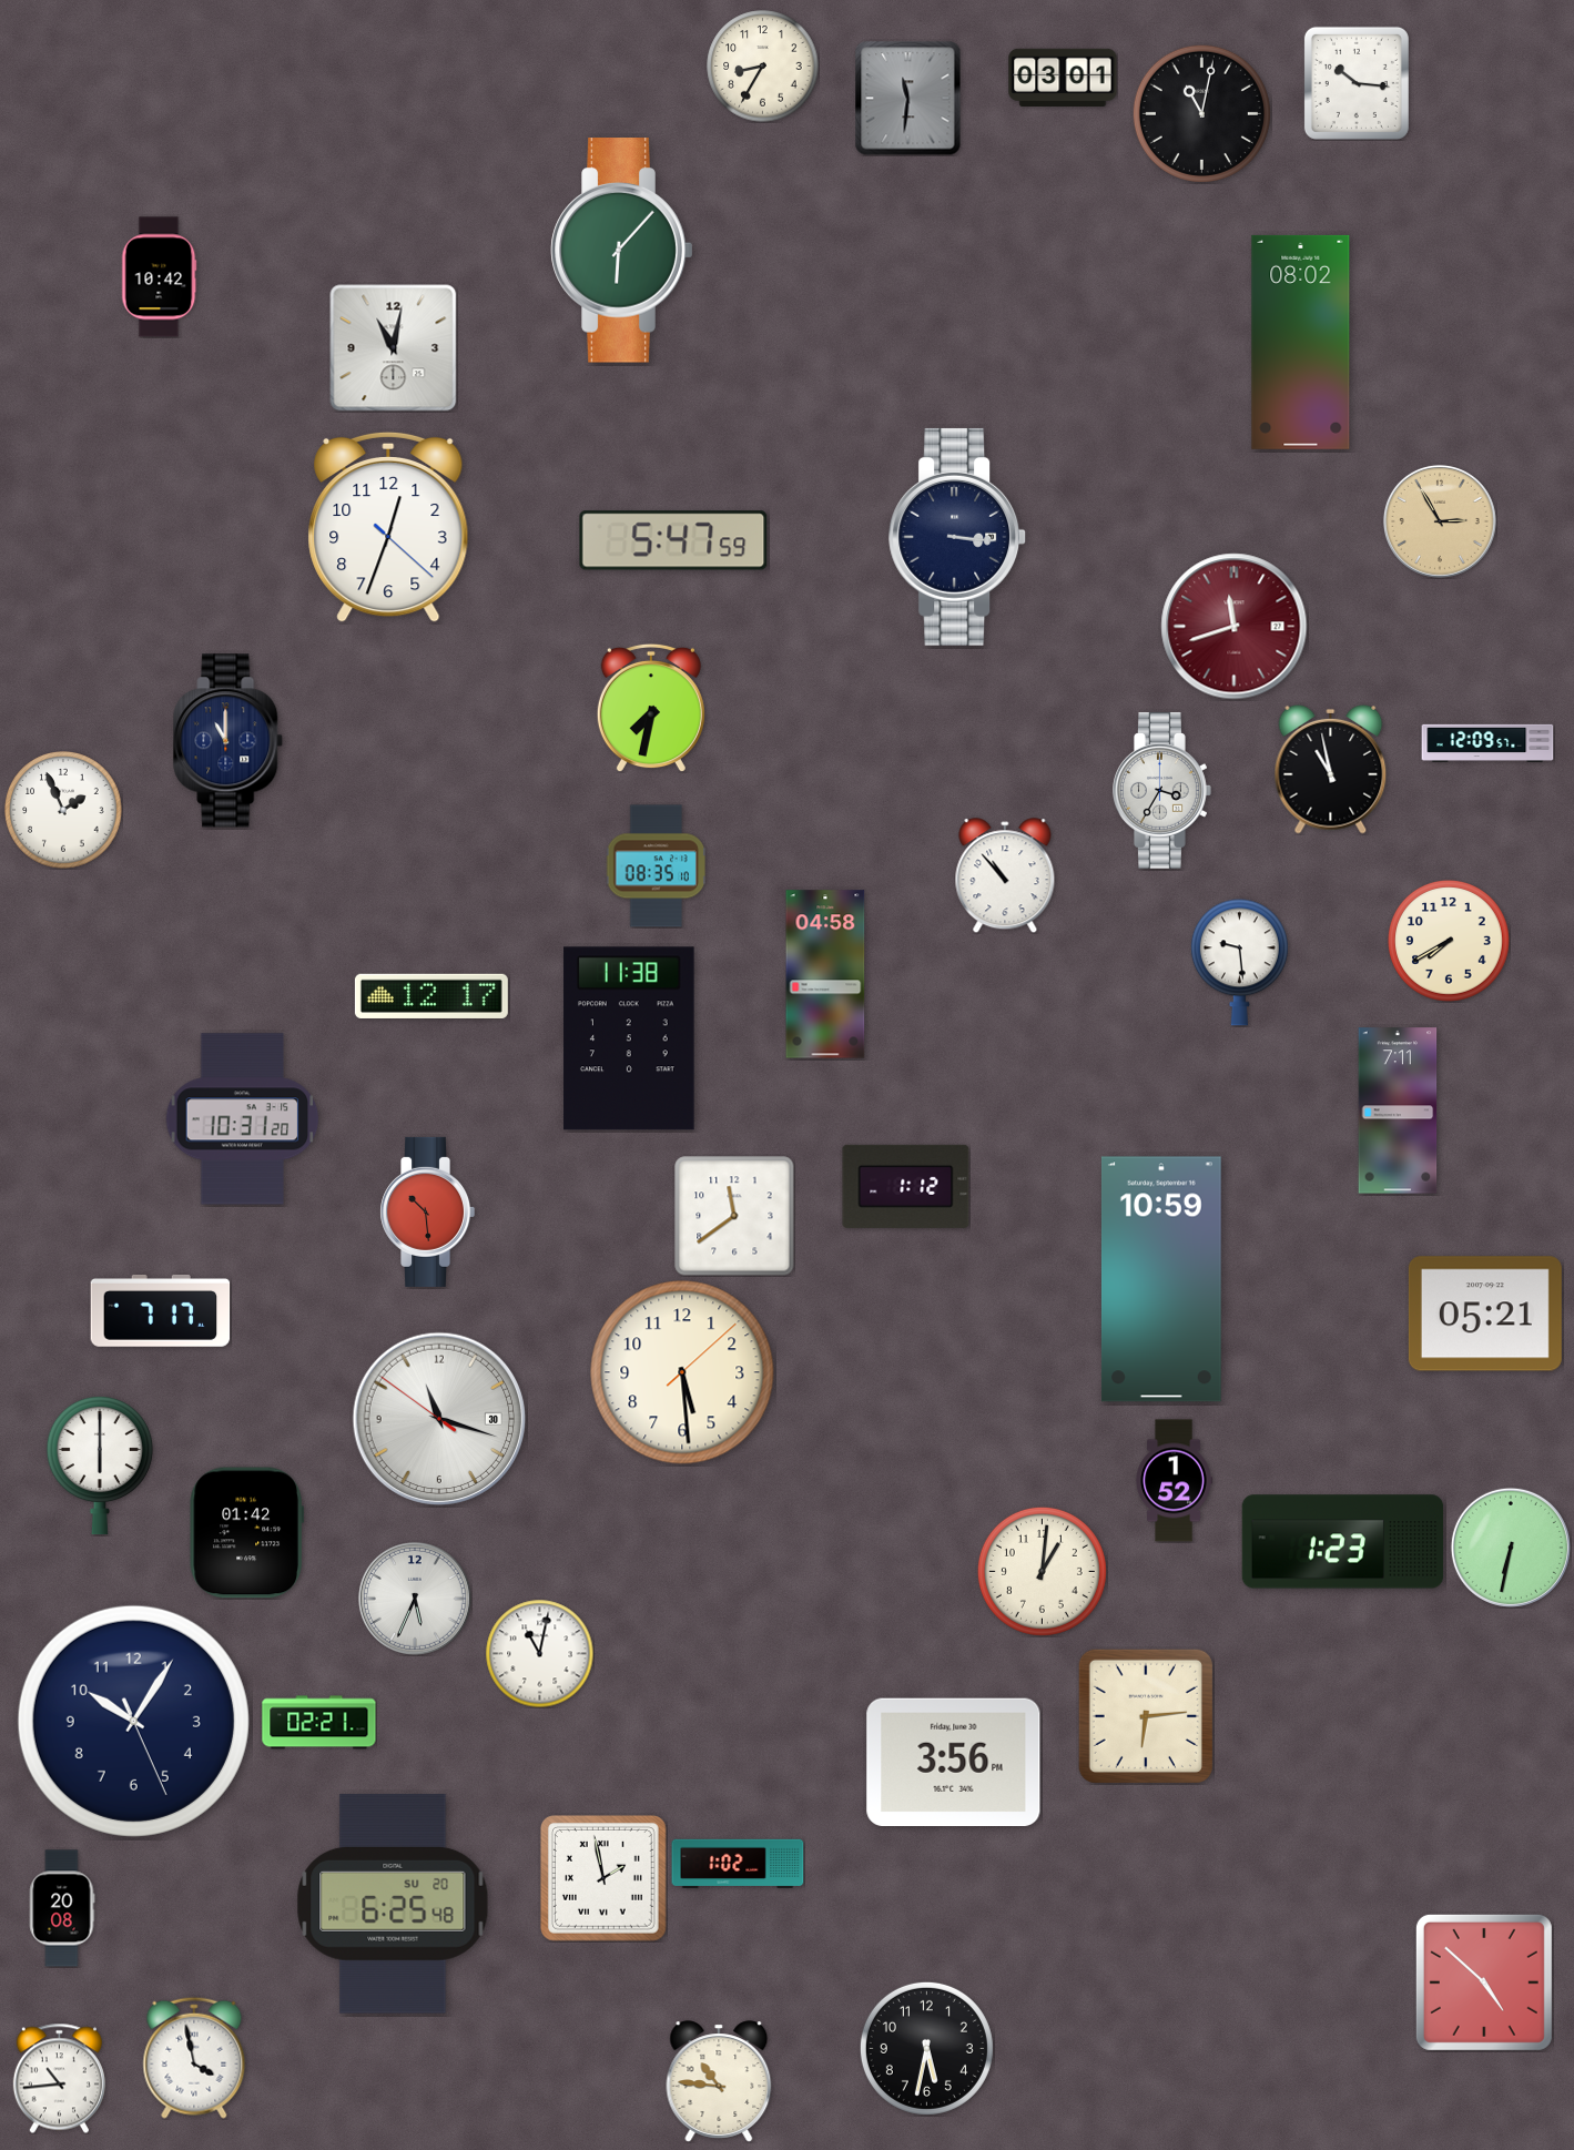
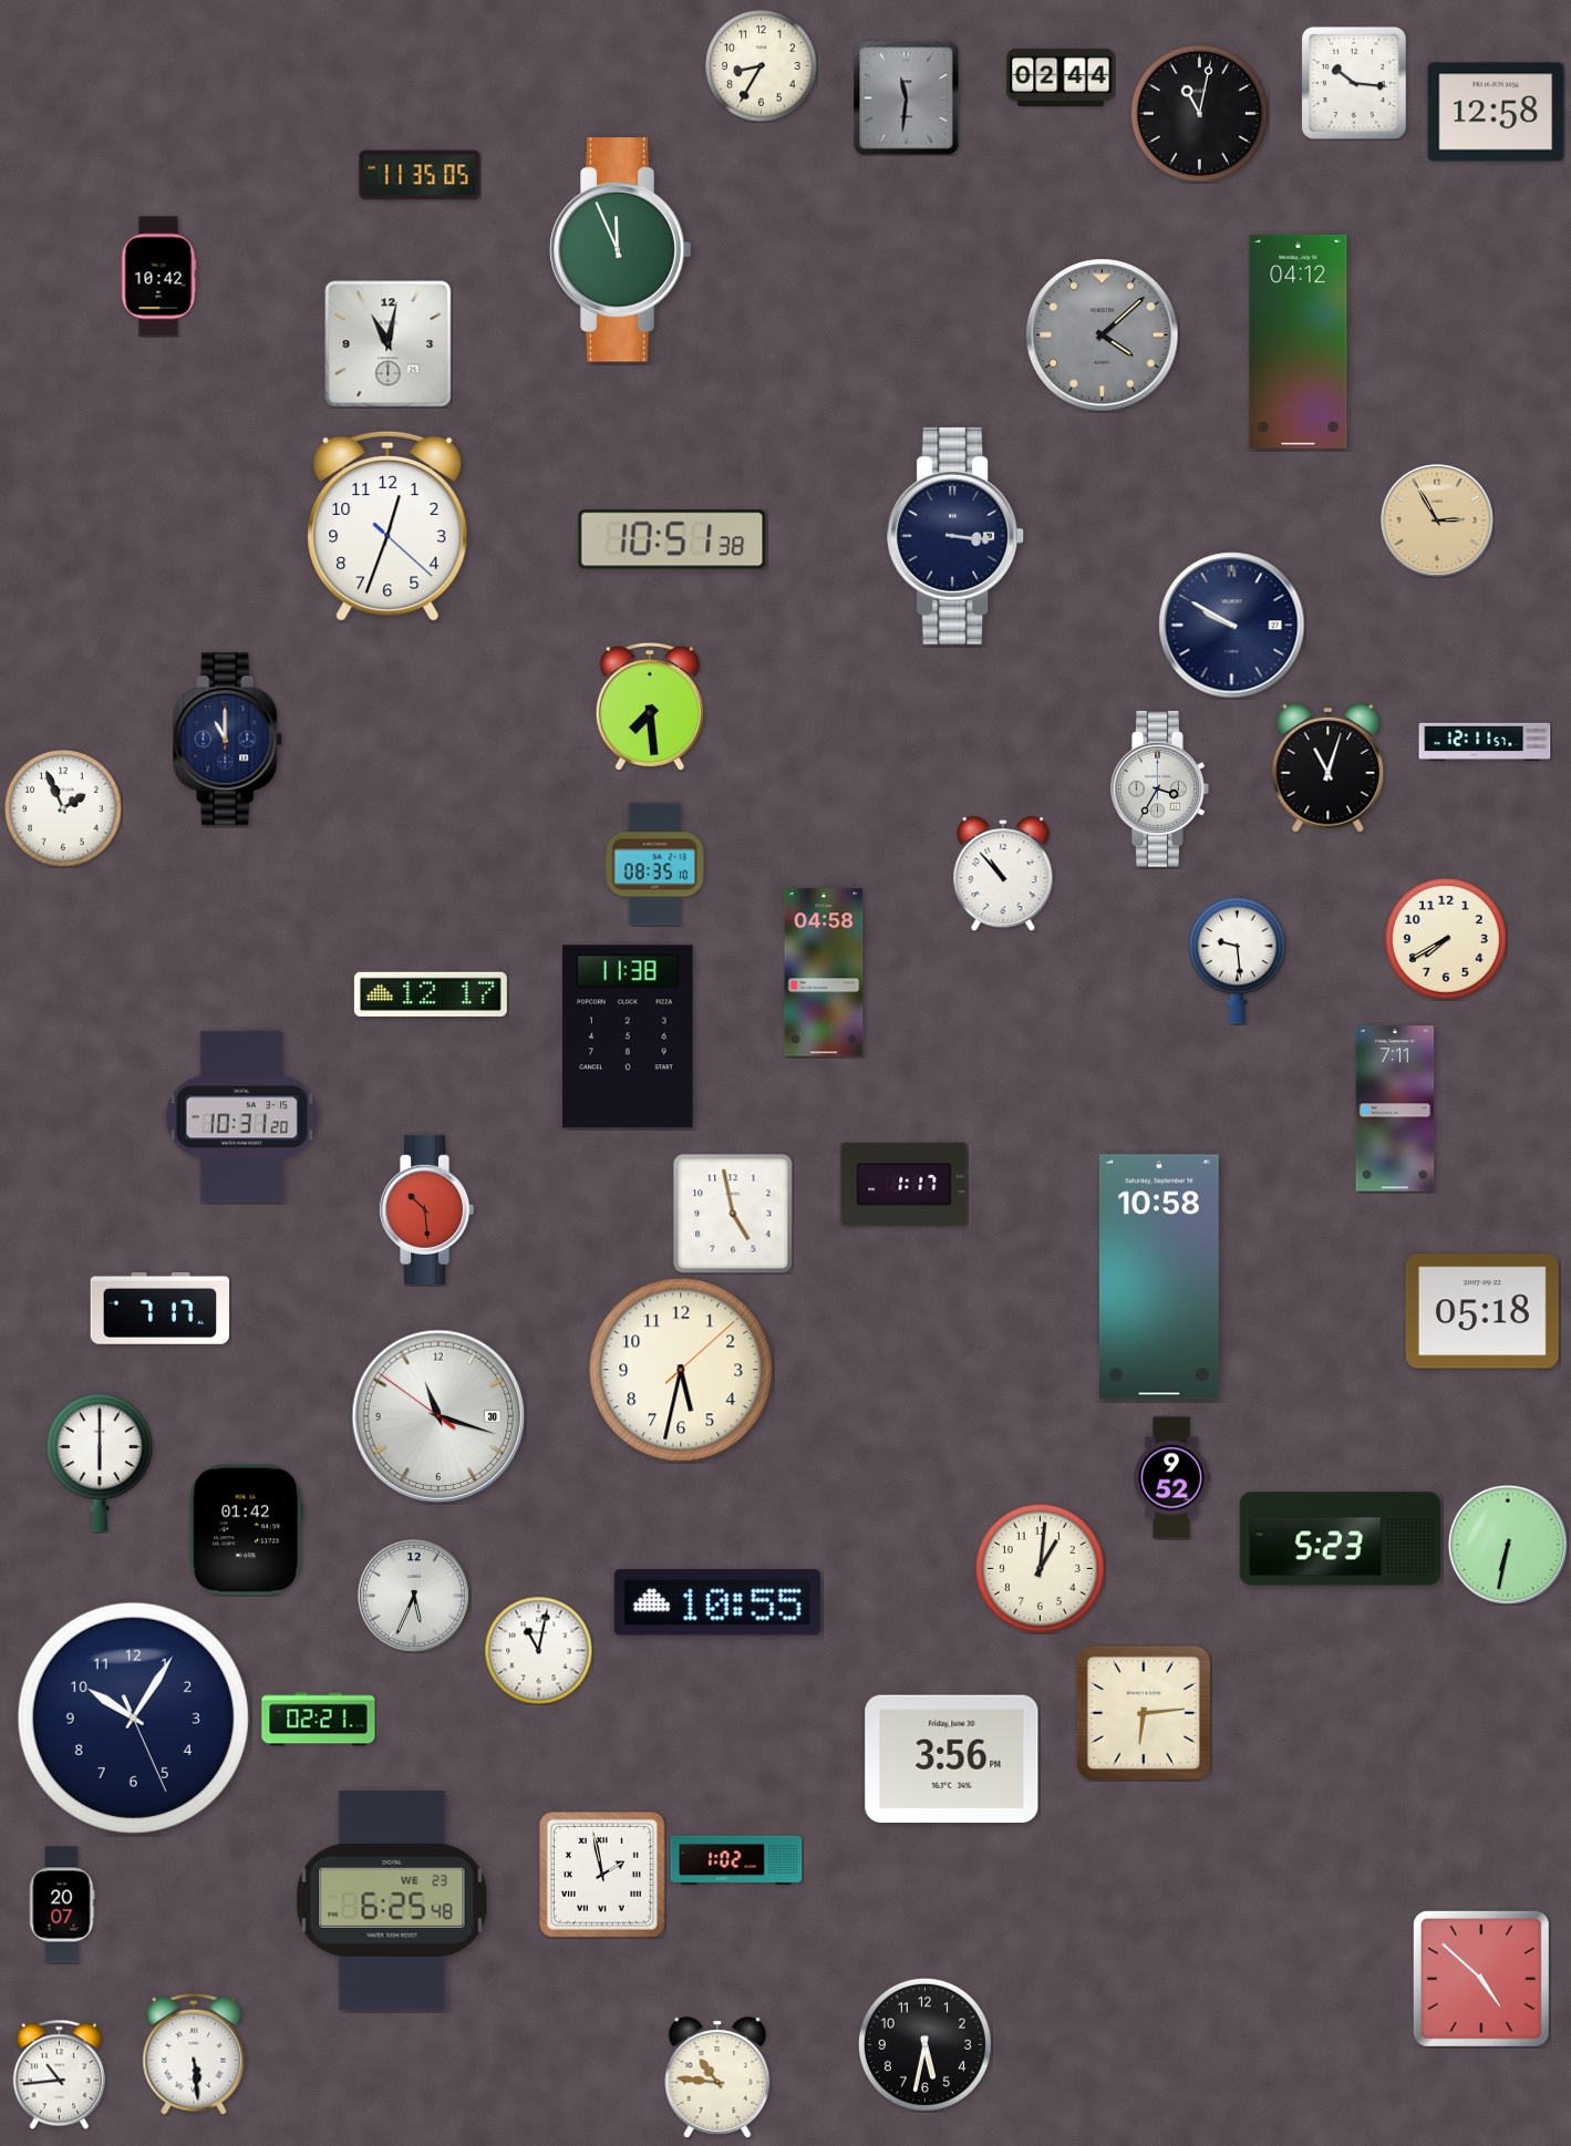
clock at (1063, 77): 03:01 -> 02:44
clock at (1496, 112): none -> 12:58
clock at (420, 175): none -> 11:35
clock at (622, 251): 6:07 -> 11:56
clock at (1103, 336): none -> 4:08
clock at (1301, 342): 08:02 -> 04:12
clock at (394, 348) position: (394, 348) -> (389, 344)
clock at (673, 540): 5:47 -> 10:51
clock at (1235, 627): 11:42 -> 9:50
clock at (1235, 627) dial: burgundy -> navy
clock at (651, 708): 7:32 -> 7:29
clock at (1487, 742): 12:09 -> 12:11
clock at (1331, 769): 10:58 -> 11:03
clock at (906, 1186): 1:12 -> 1:17
clock at (734, 1216): 11:39 -> 4:58
clock at (1161, 1279): 10:59 -> 10:58
clock at (1485, 1314): 05:21 -> 05:18
clock at (682, 1372): 5:29 -> 5:32
clock at (1174, 1481): 1:52 -> 9:52
clock at (1343, 1542): 1:23 -> 5:23
clock at (717, 1602): none -> 10:55
clock at (393, 1904) date: SU 20 -> WE 23
clock at (62, 1908): 20:08 -> 20:07
clock at (194, 2058): 3:58 -> 5:29
